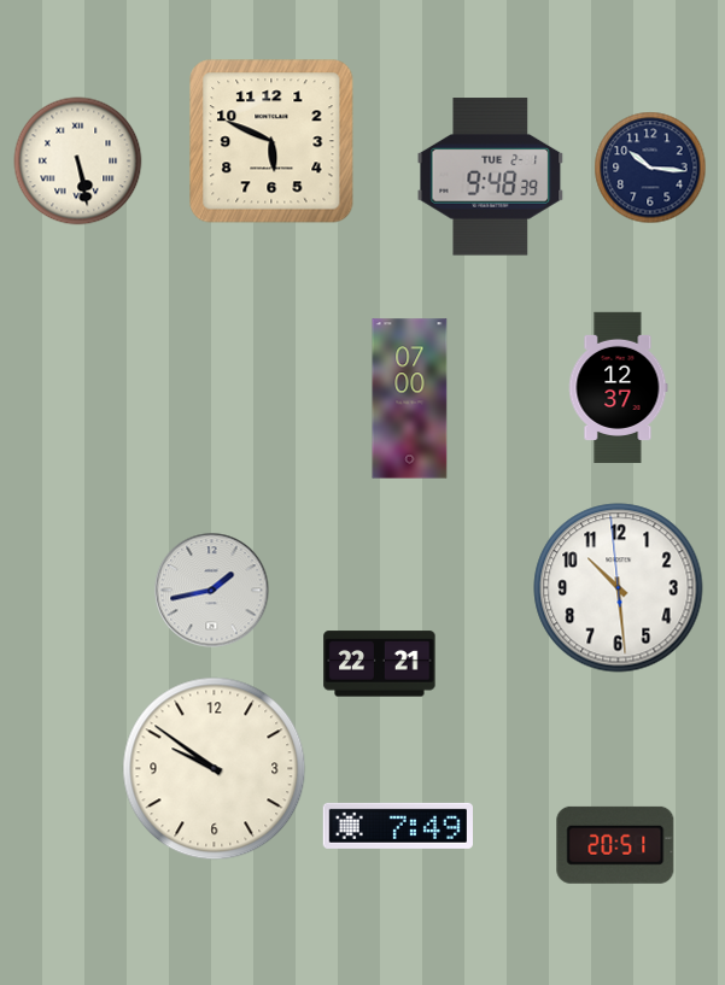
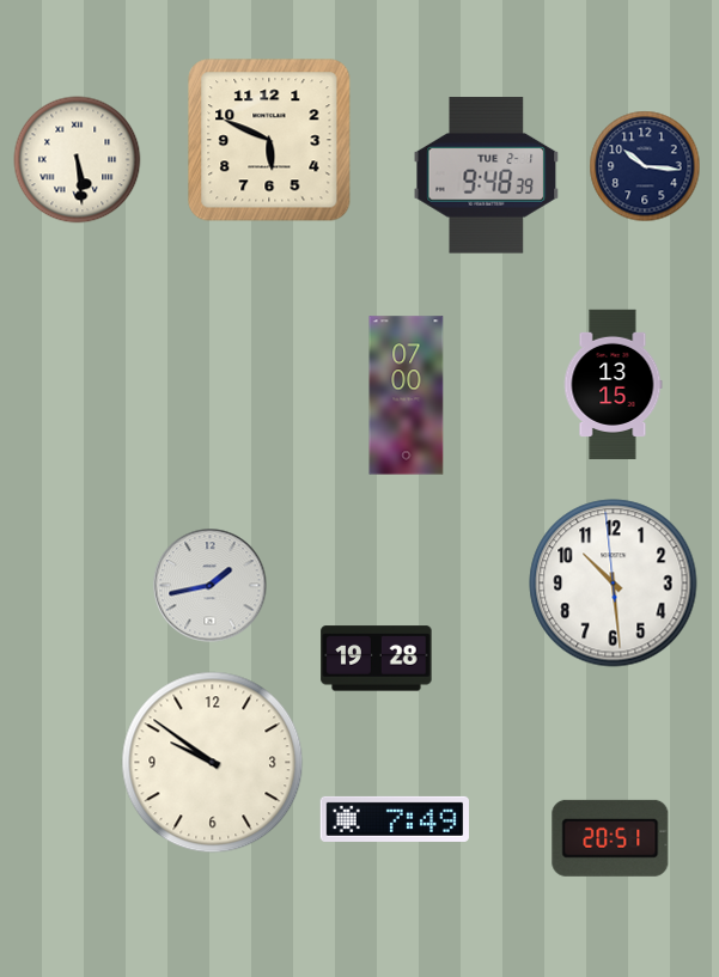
clock at (78, 162): 5:28 -> 5:29
clock at (618, 387): 12:37 -> 13:15
clock at (380, 664): 22:21 -> 19:28
